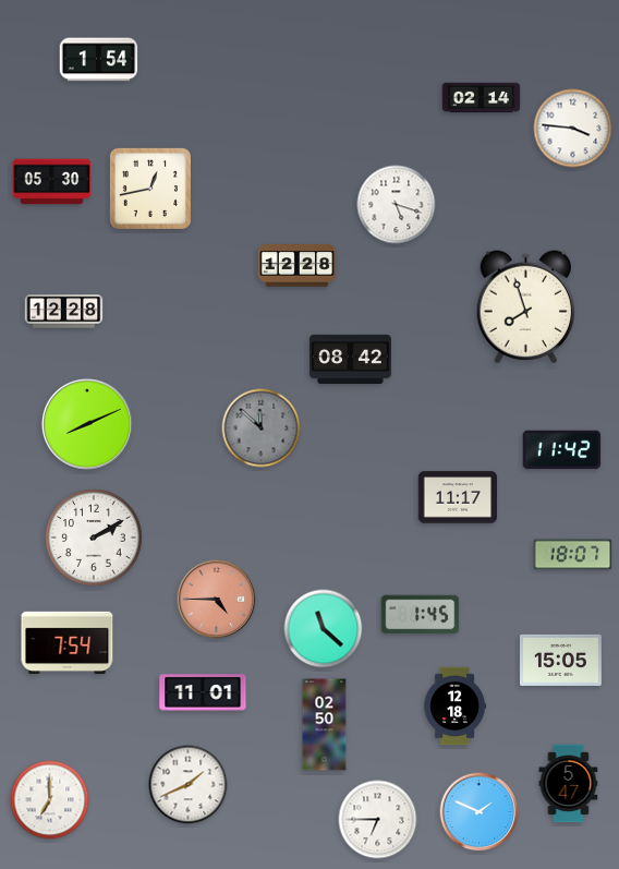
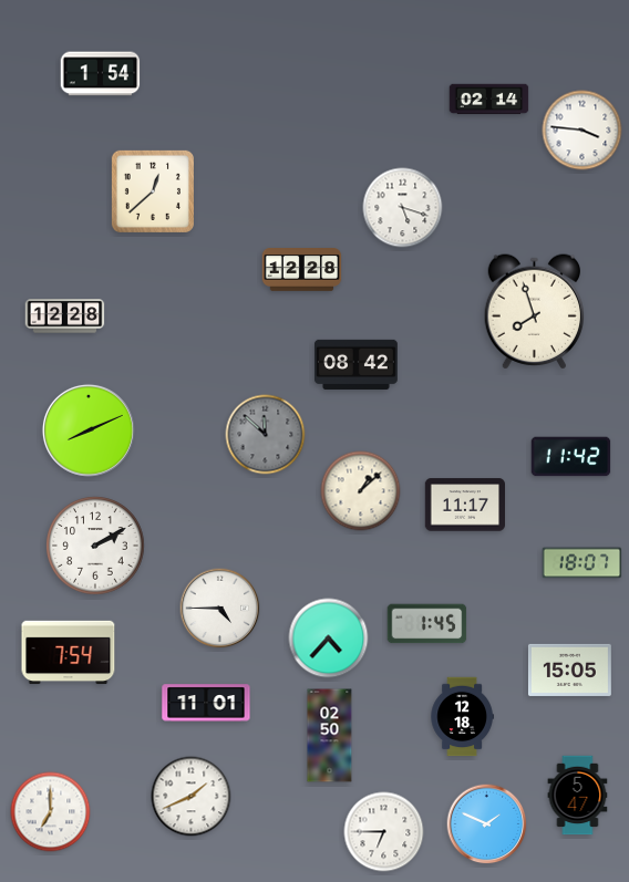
clock at (99, 60) position: (99, 60) -> (101, 74)
clock at (52, 182): 05:30 -> none
clock at (150, 189): 12:43 -> 12:38
clock at (361, 491): none -> 1:08
clock at (217, 600) dial: salmon -> white
clock at (324, 629): 11:22 -> 4:37
